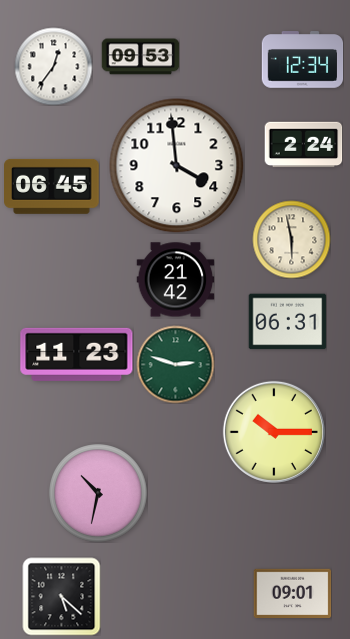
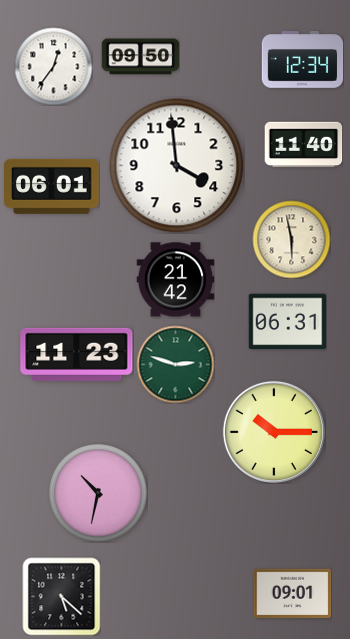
clock at (140, 57): 09:53 -> 09:50
clock at (303, 145): 2:24 -> 11:40
clock at (52, 186): 06:45 -> 06:01
